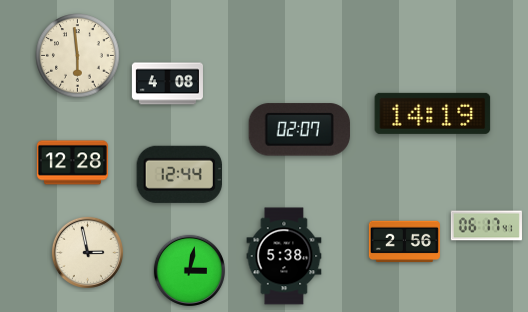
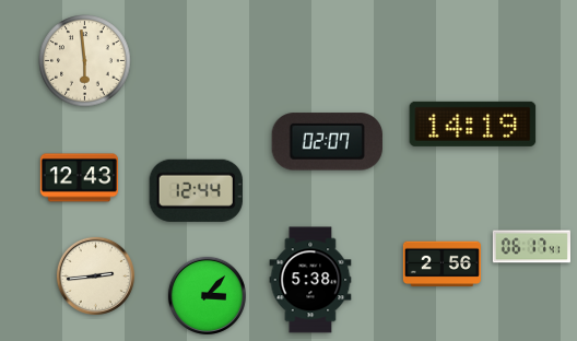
clock at (167, 84): 4:08 -> none
clock at (72, 163): 12:28 -> 12:43
clock at (87, 252): 2:58 -> 2:44
clock at (189, 270): 3:02 -> 3:07
